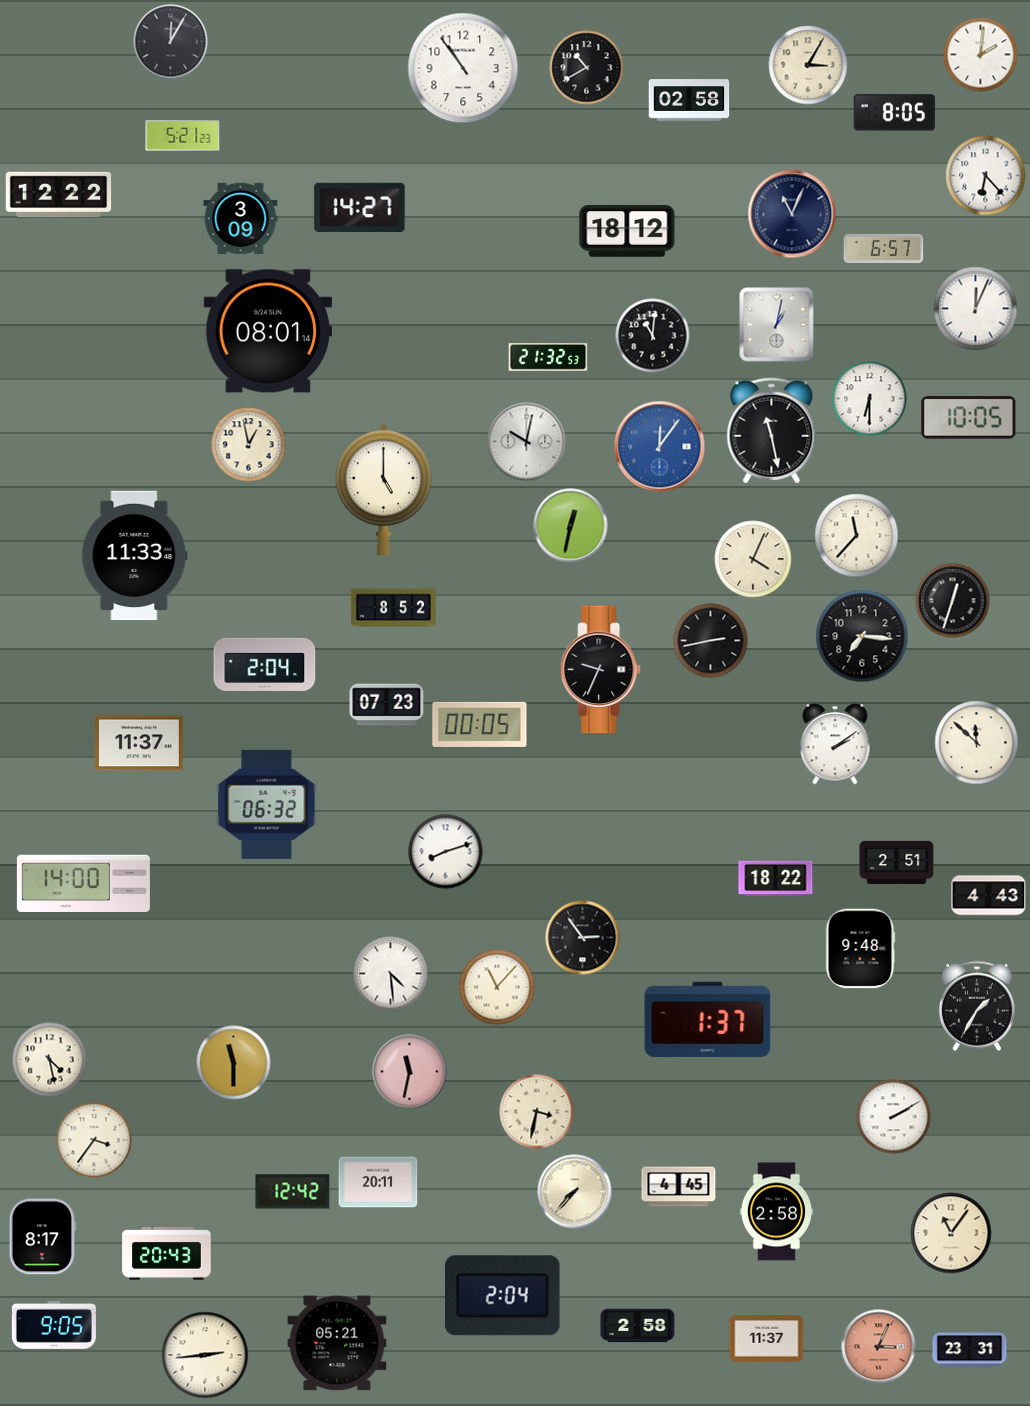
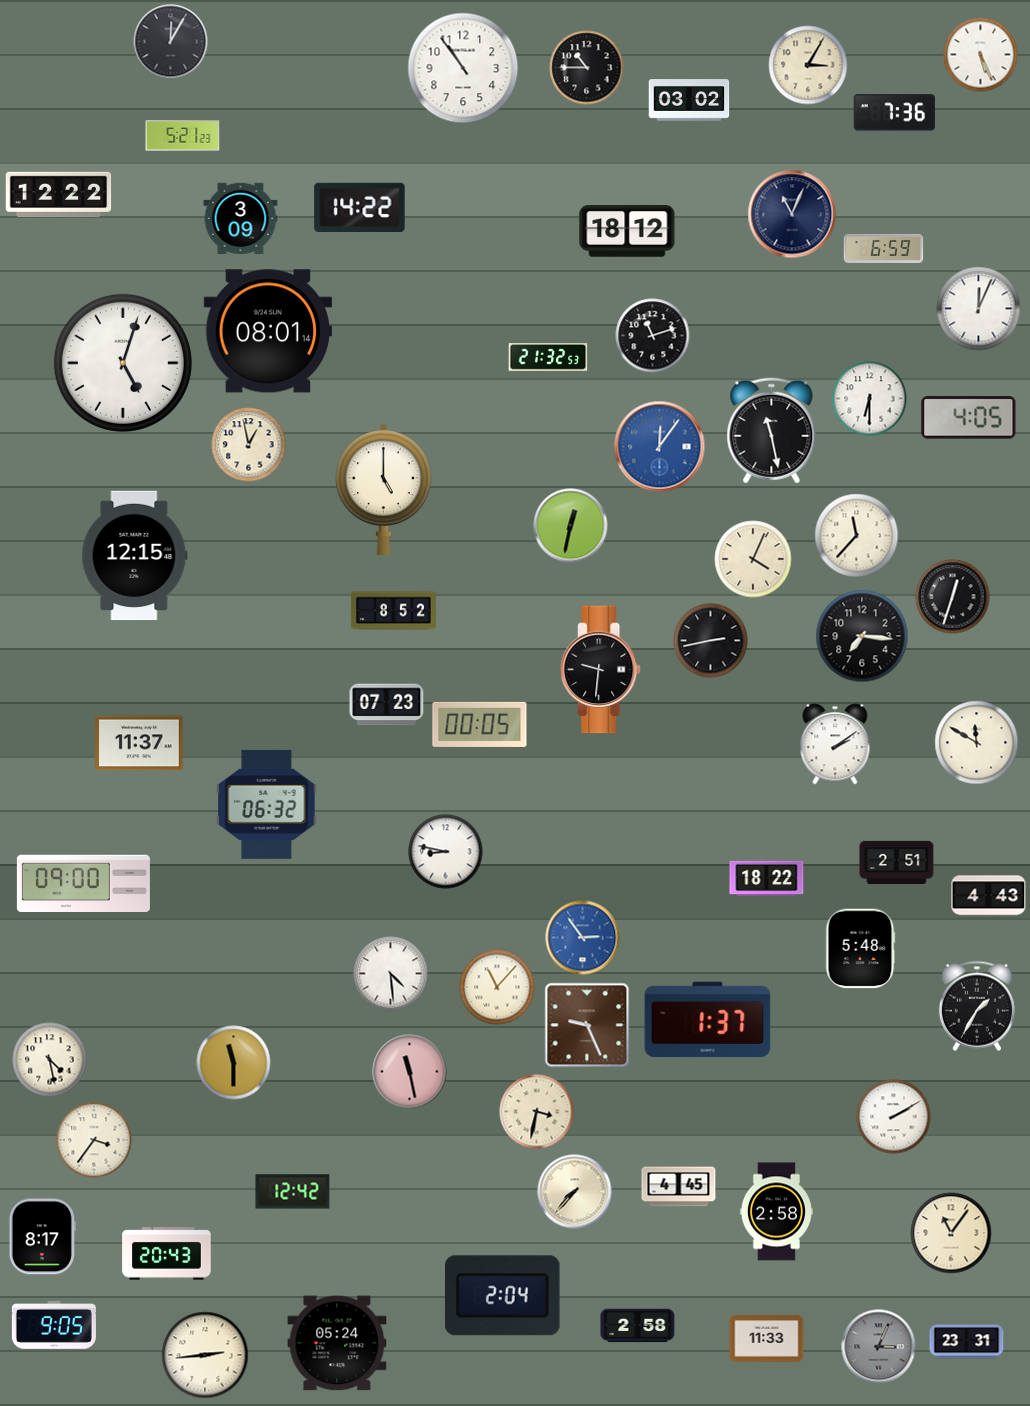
clock at (981, 55): 2:01 -> 5:26
clock at (587, 68): 10:40 -> 10:45
clock at (689, 100): 02:58 -> 03:02
clock at (894, 113): 8:05 -> 7:36
clock at (986, 176): 6:23 -> none
clock at (360, 208): 14:27 -> 14:22
clock at (884, 248): 6:57 -> 6:59
clock at (976, 309) position: (976, 309) -> (979, 309)
clock at (777, 325): 1:02 -> none
clock at (653, 336): 11:01 -> 11:12
clock at (123, 363): none -> 5:03
clock at (969, 418): 10:05 -> 4:05
clock at (527, 442): 10:02 -> none
clock at (135, 556): 11:33 -> 12:15
clock at (953, 601) position: (953, 601) -> (953, 597)
clock at (393, 608) position: (393, 608) -> (393, 611)
clock at (265, 664): 2:04 -> none
clock at (602, 670): 9:34 -> 9:31
clock at (977, 743): 11:52 -> 11:50
clock at (446, 852): 8:12 -> 8:47
clock at (776, 879) position: (776, 879) -> (767, 879)
clock at (83, 884): 14:00 -> 09:00
clock at (583, 938) dial: black -> blue
clock at (860, 949): 9:48 -> 5:48
clock at (587, 1025): none -> 9:26
clock at (410, 1072): 11:32 -> 11:28
clock at (378, 1182): 20:11 -> none
clock at (767, 1339): 11:37 -> 11:33
clock at (337, 1343): 05:21 -> 05:24
clock at (879, 1347) dial: salmon -> grey
clock at (970, 1350) position: (970, 1350) -> (967, 1342)
